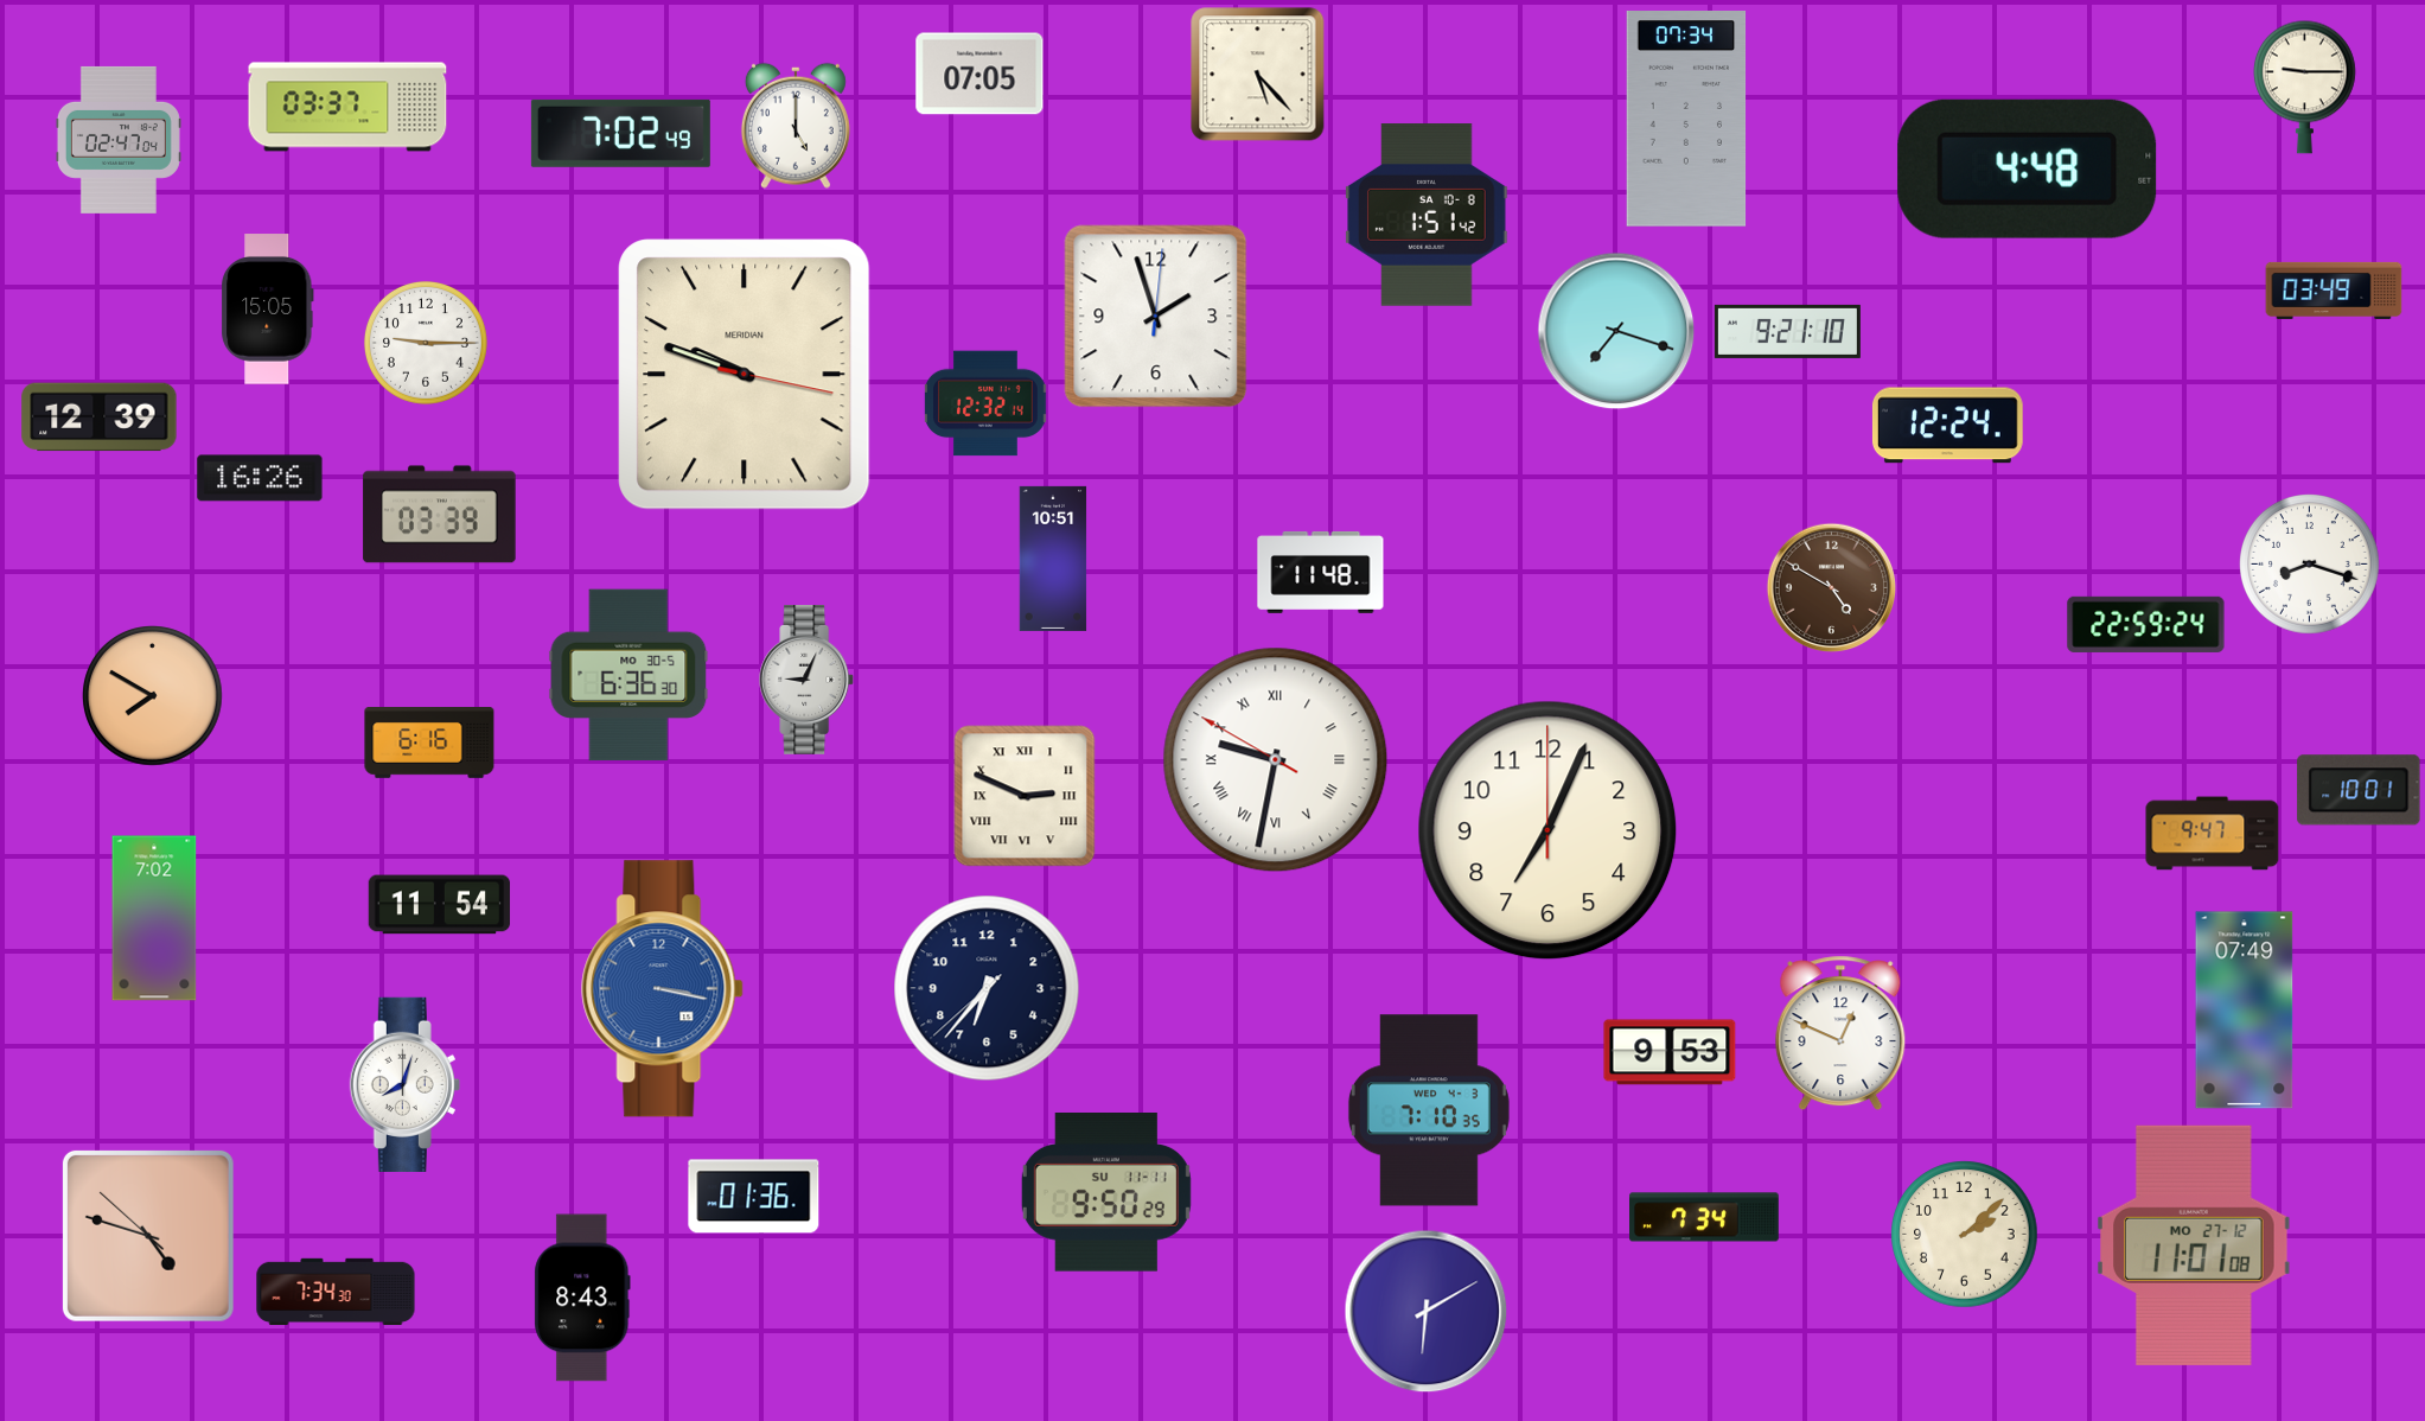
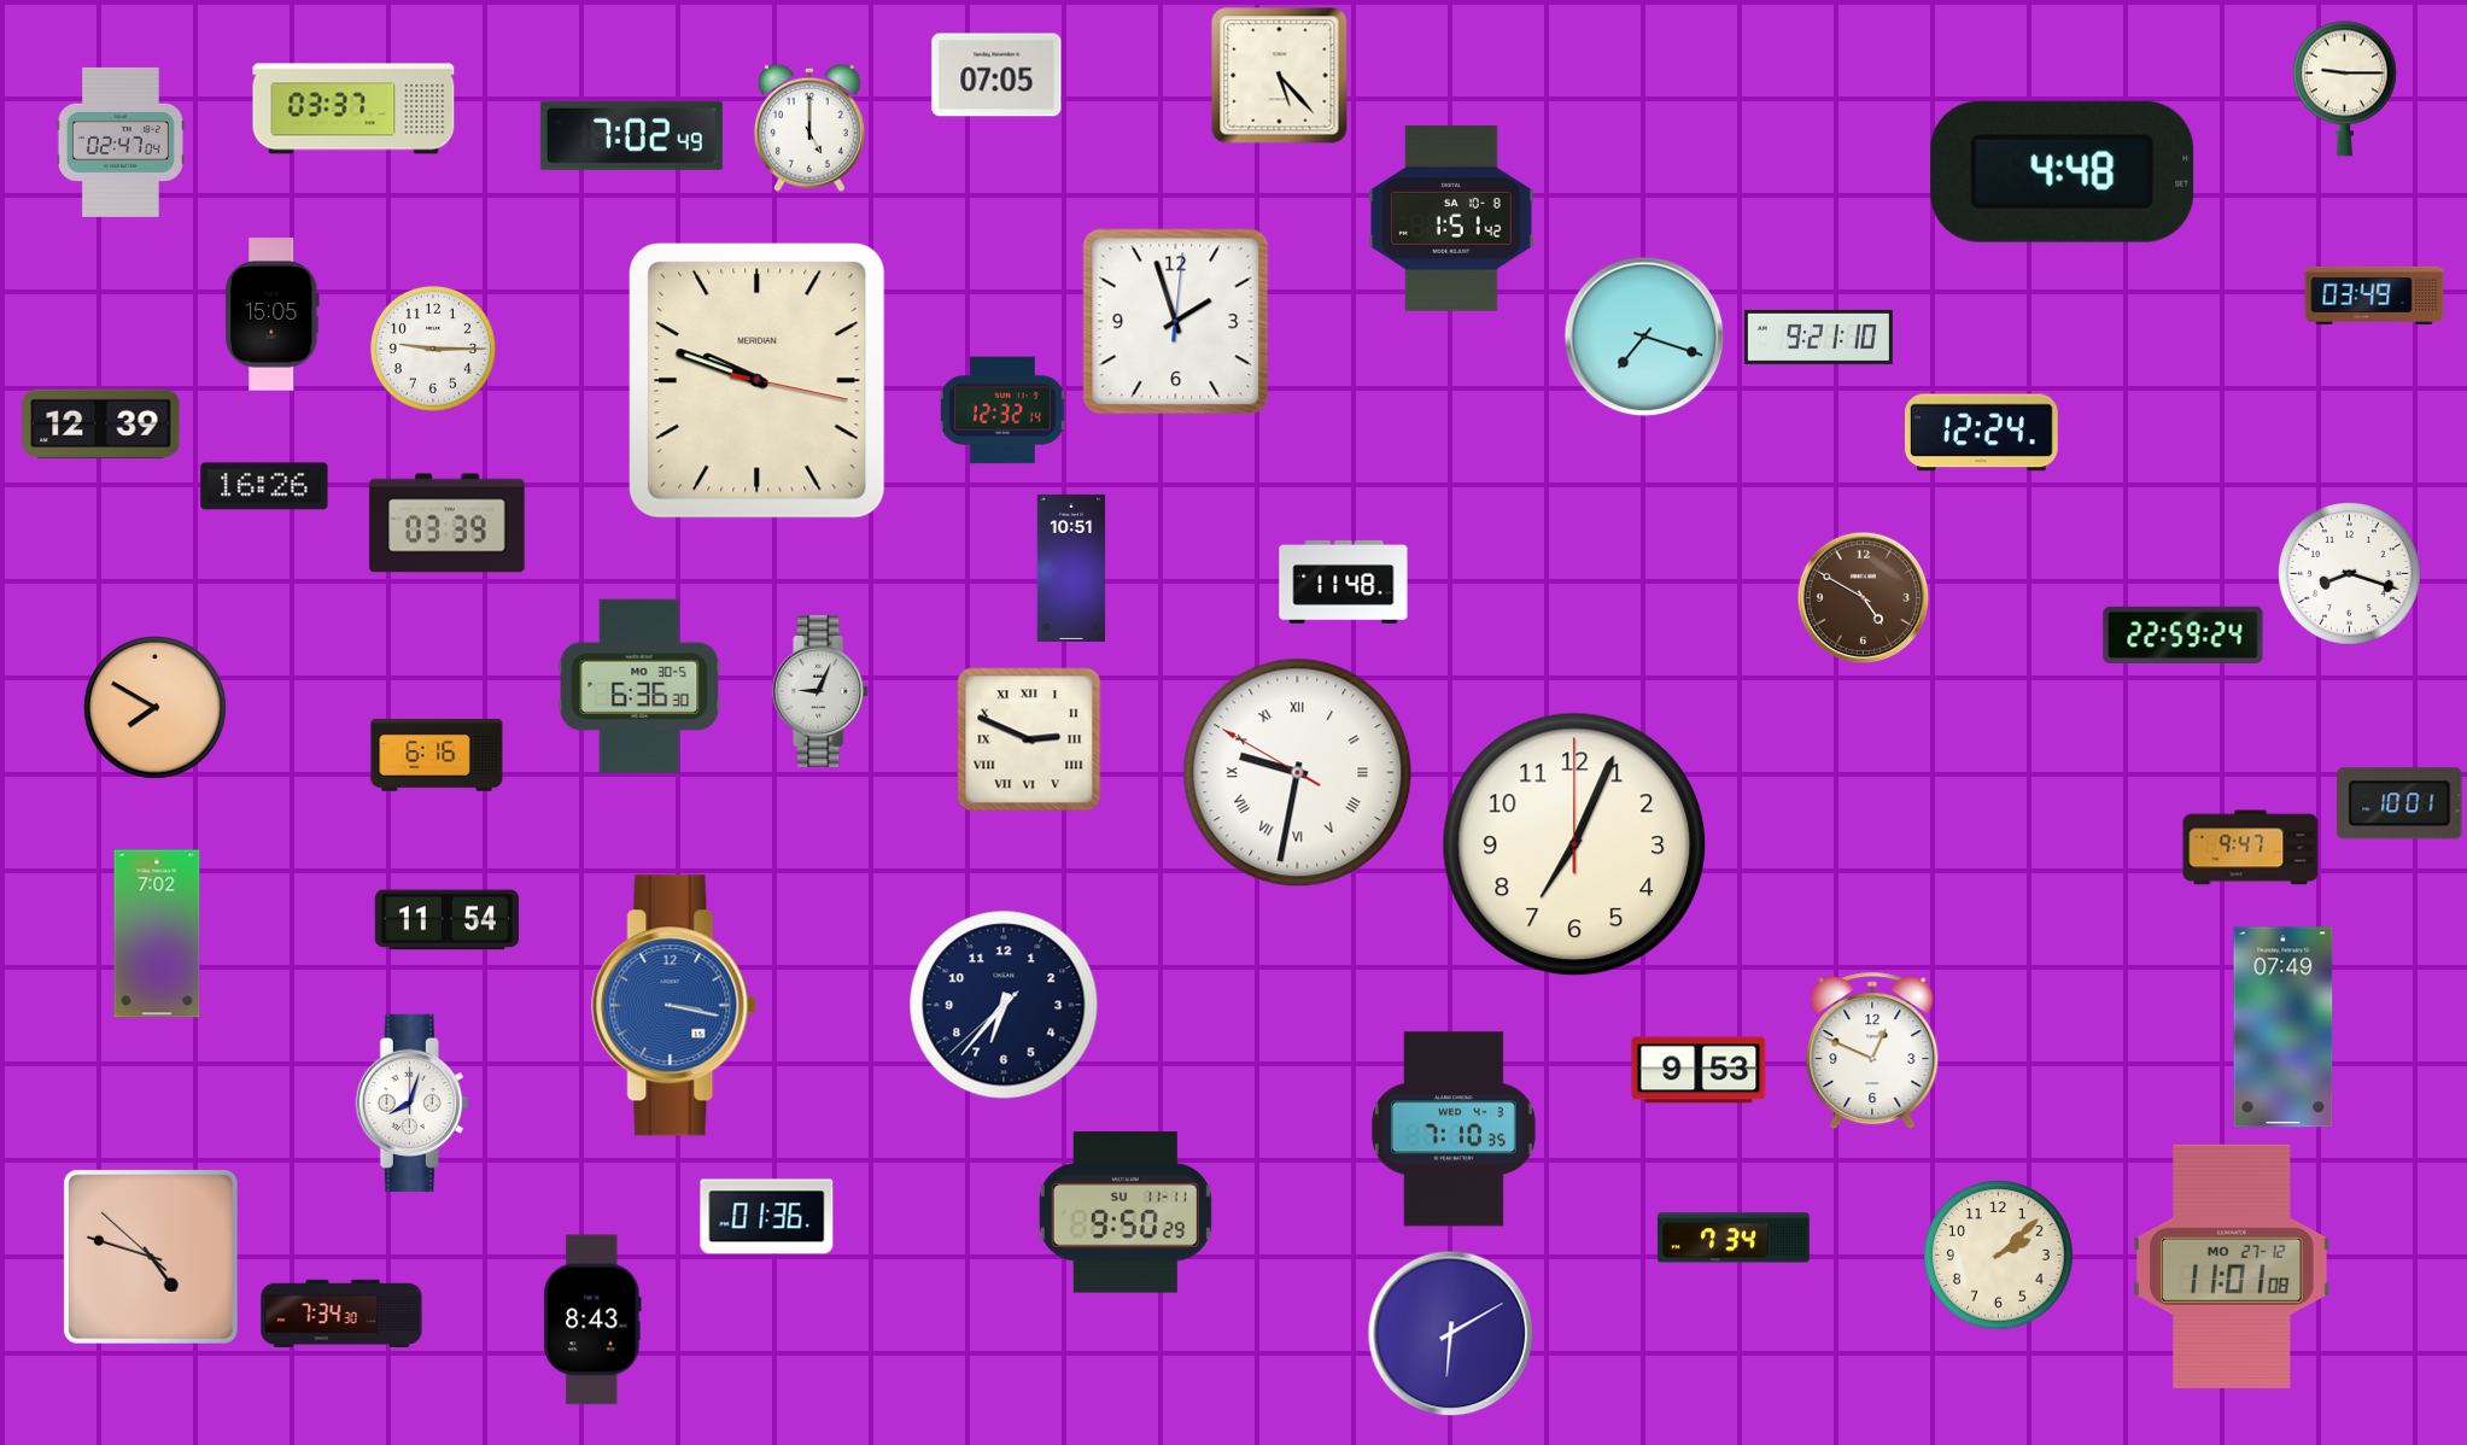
clock at (1686, 120): 07:34 -> none
clock at (1025, 796) position: (1025, 796) -> (1029, 739)
